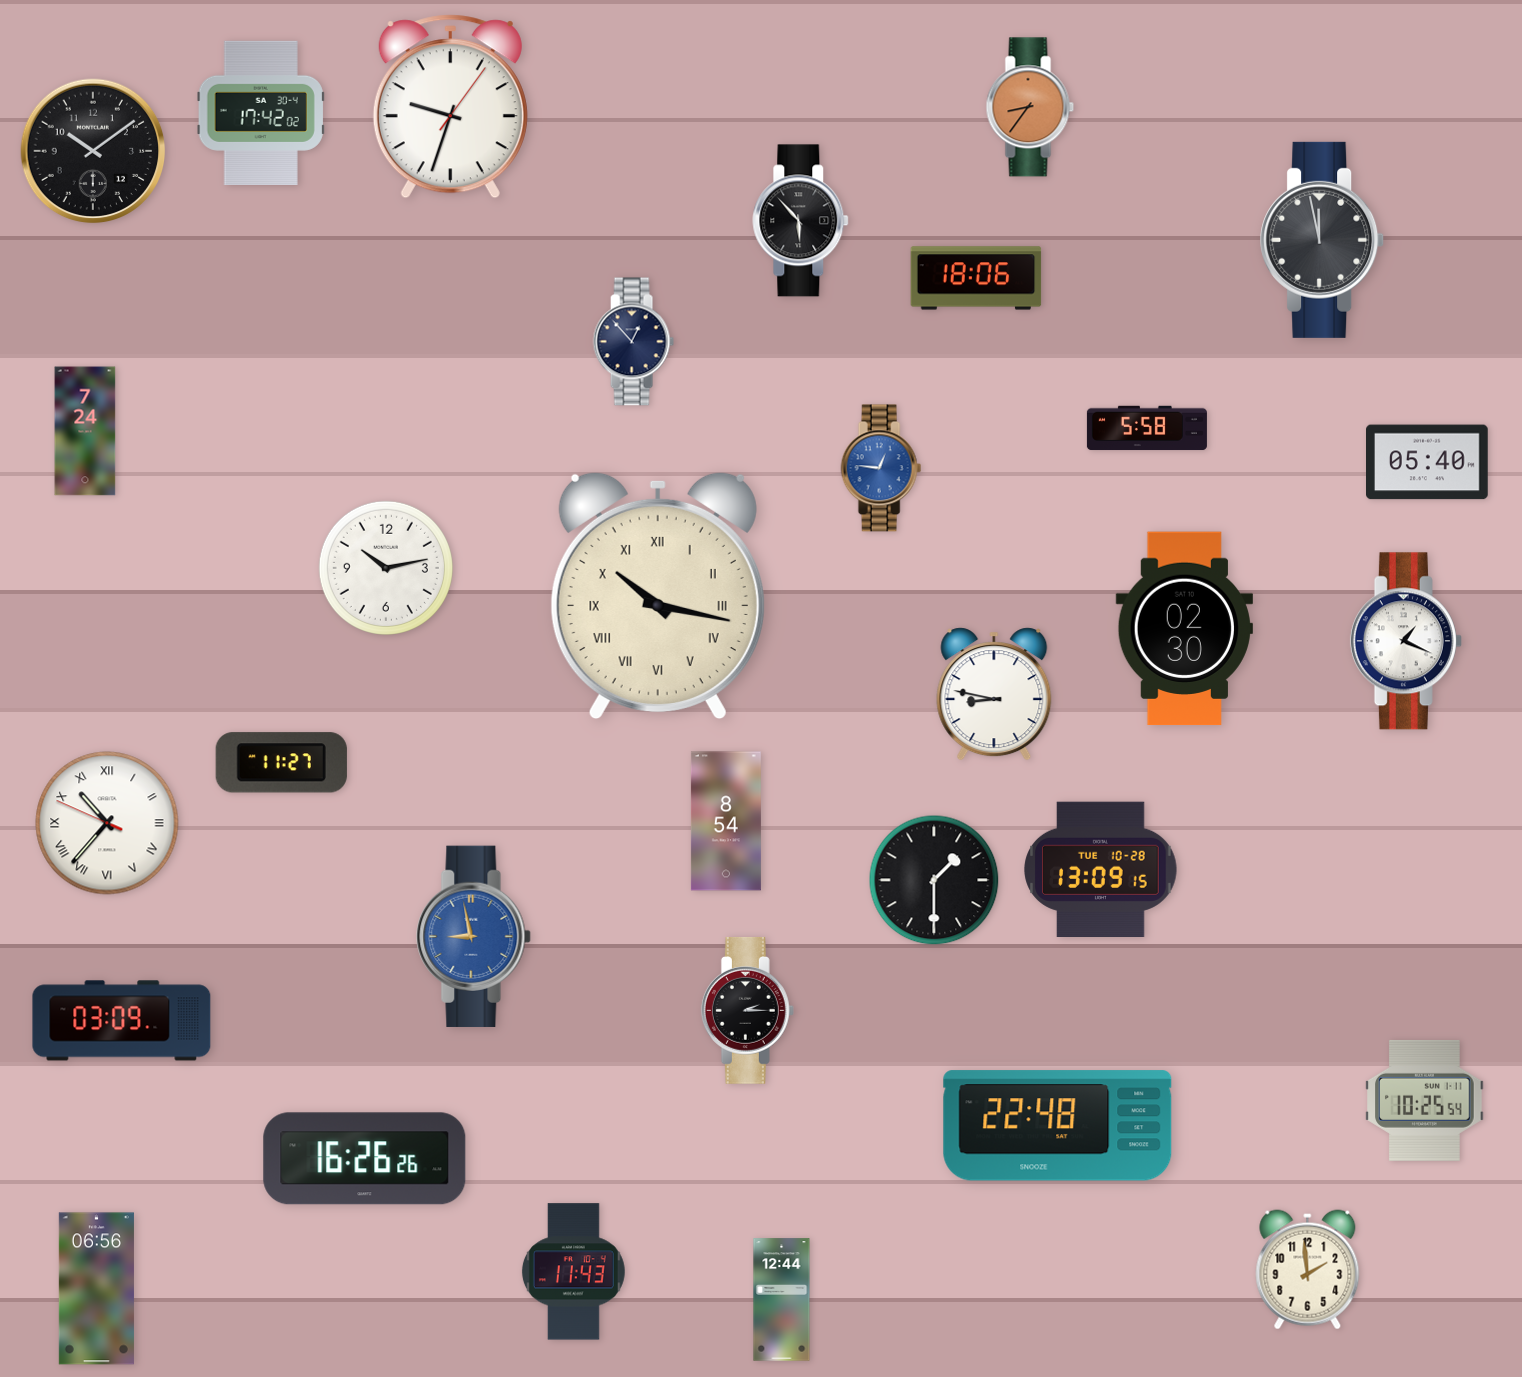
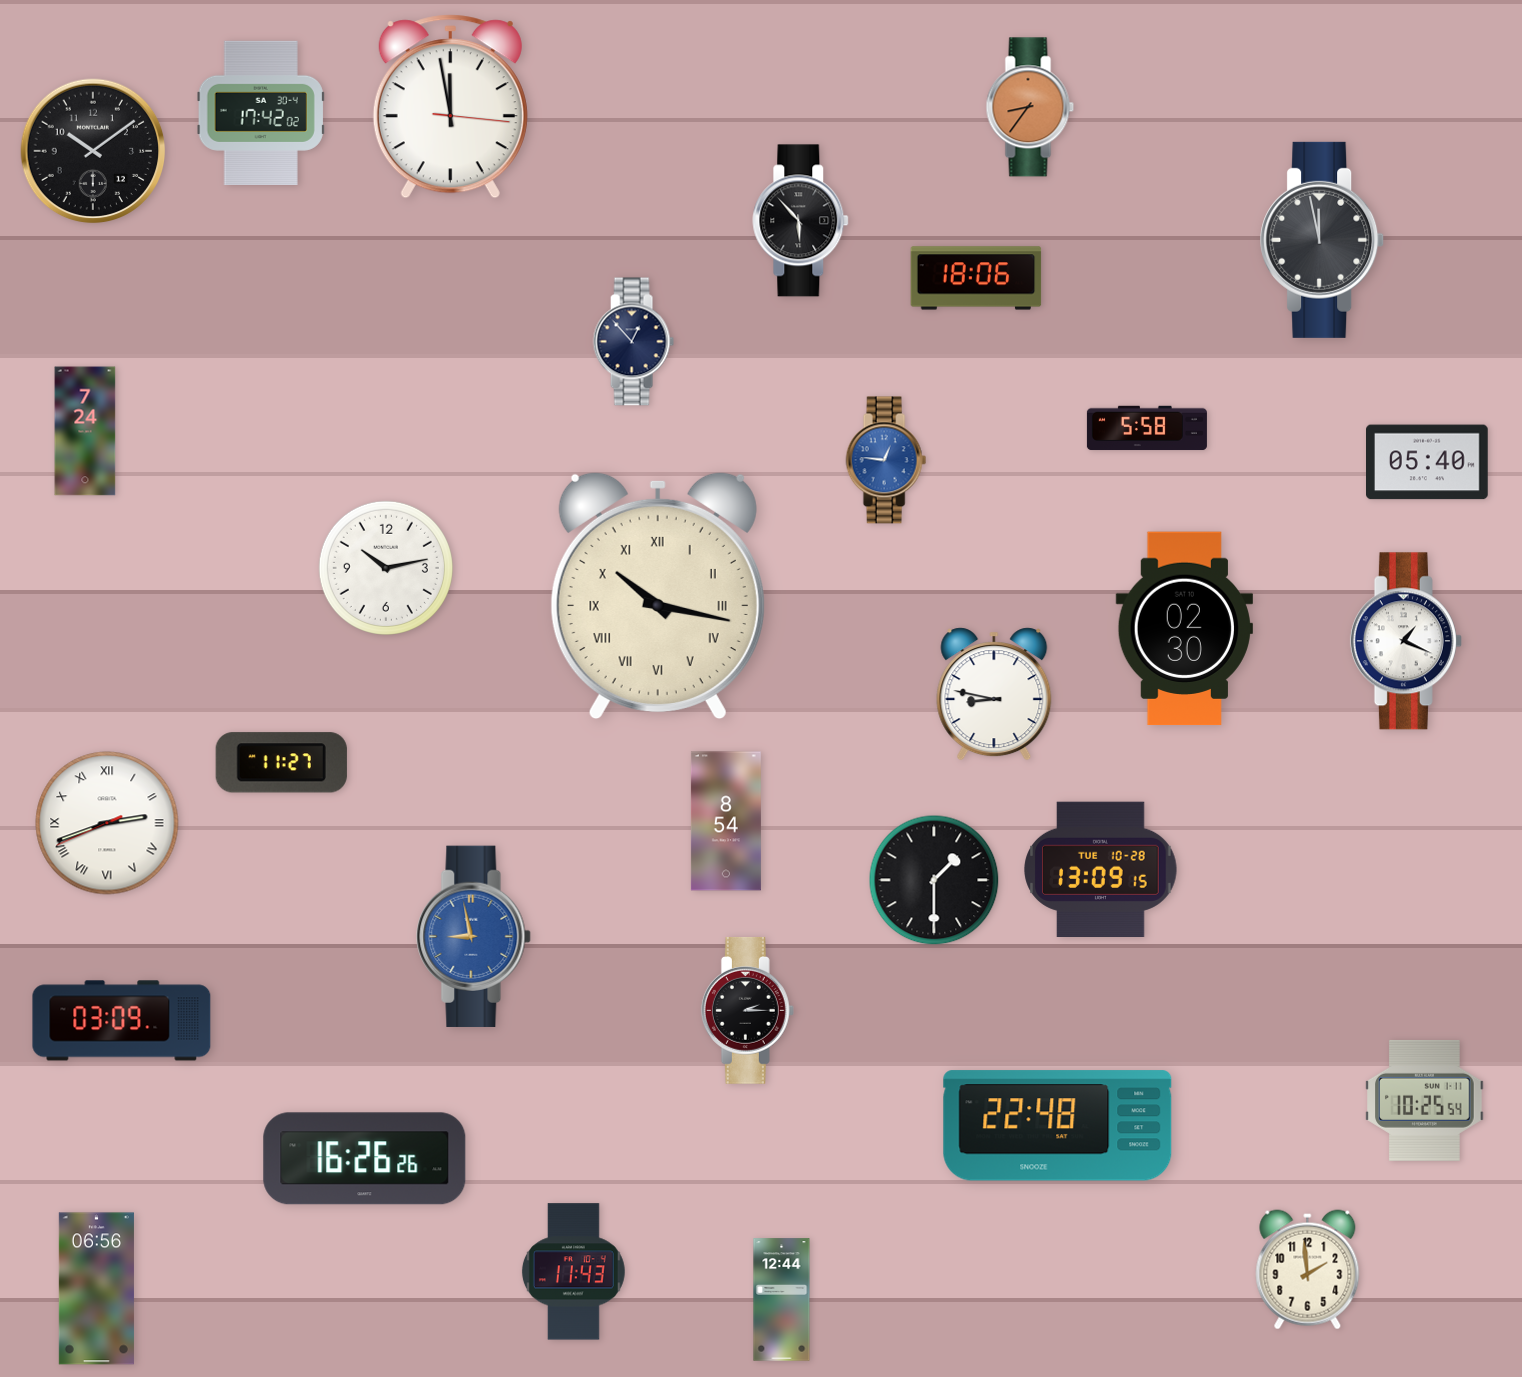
clock at (450, 107): 9:33 -> 11:58
clock at (881, 468) position: (881, 468) -> (886, 460)
clock at (107, 823): 10:36 -> 2:41
